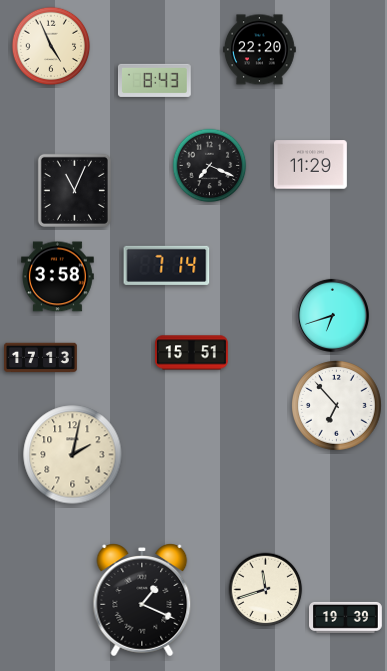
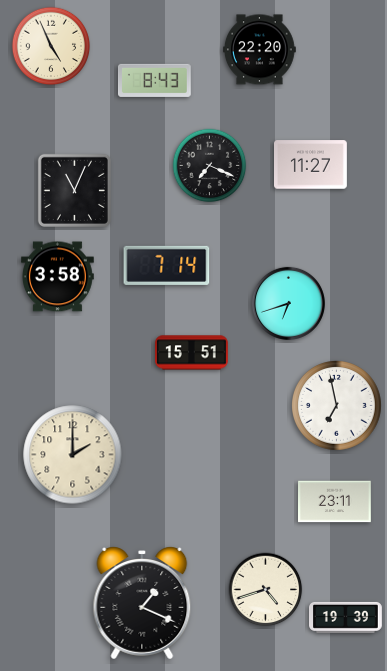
clock at (311, 165): 11:29 -> 11:27
clock at (332, 315) position: (332, 315) -> (288, 303)
clock at (41, 358): 17:13 -> none
clock at (337, 406): 6:53 -> 6:58
clock at (73, 455): 2:02 -> 2:00
clock at (335, 502): none -> 23:11
clock at (266, 590): 11:42 -> 4:42
clock at (142, 600) position: (142, 600) -> (142, 603)
